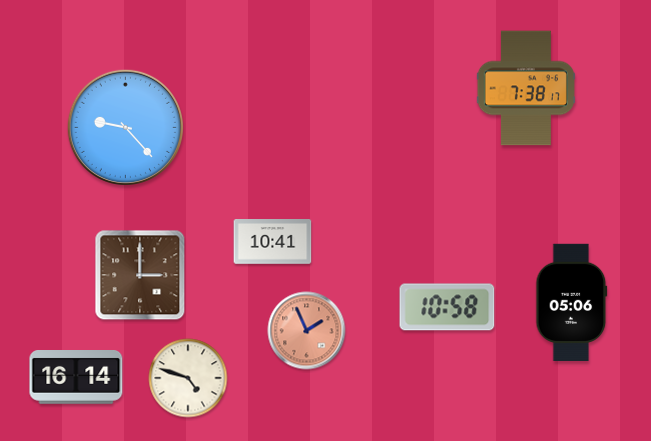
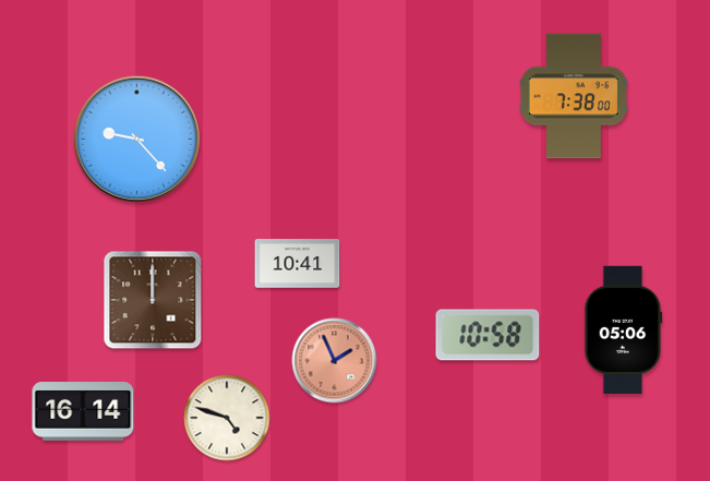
clock at (526, 88): 7:38:17 -> 7:38:00
clock at (140, 275): 3:00 -> 12:00
clock at (188, 378) position: (188, 378) -> (227, 418)
